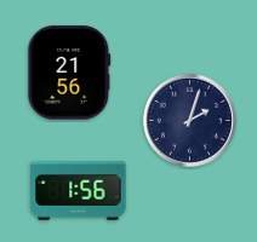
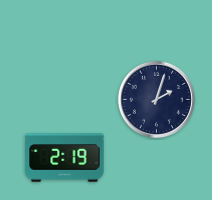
clock at (69, 73): 21:56 -> none
clock at (79, 191): 1:56 -> 2:19
